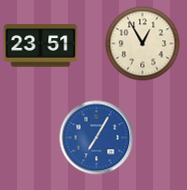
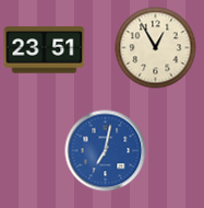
clock at (97, 138): 7:05 -> 7:02
